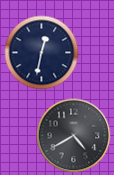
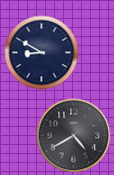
clock at (42, 53): 12:32 -> 8:50
